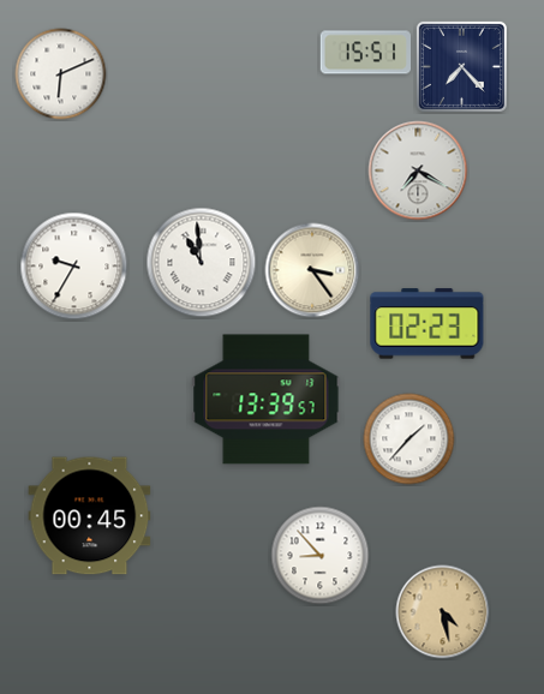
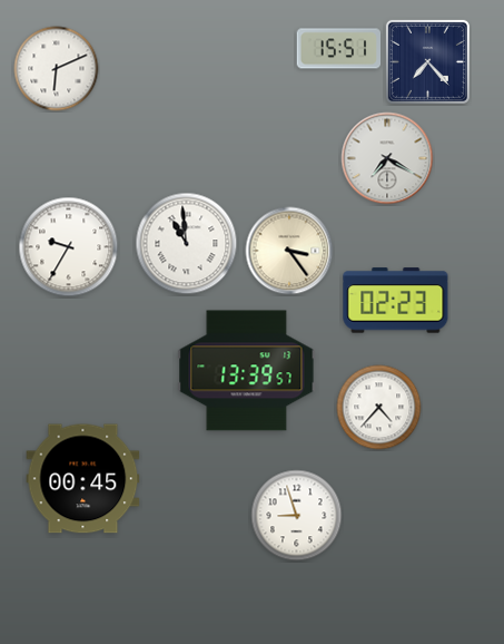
clock at (410, 439): 1:37 -> 4:37
clock at (321, 556): 8:53 -> 8:57
clock at (443, 612): 4:28 -> none
